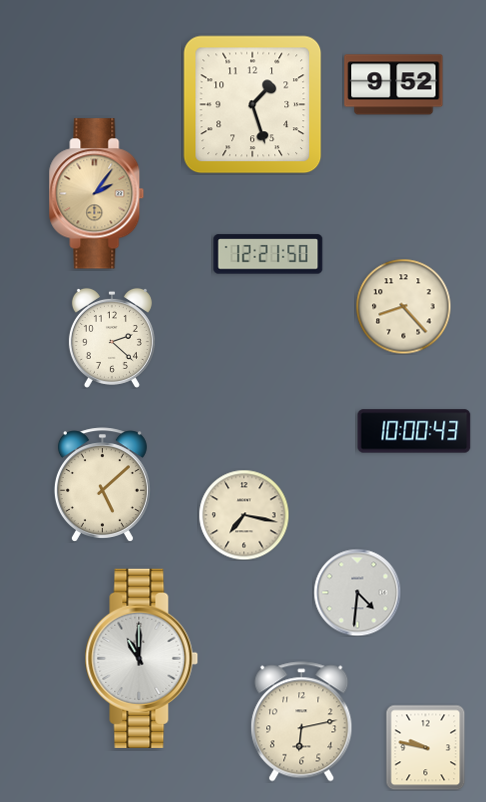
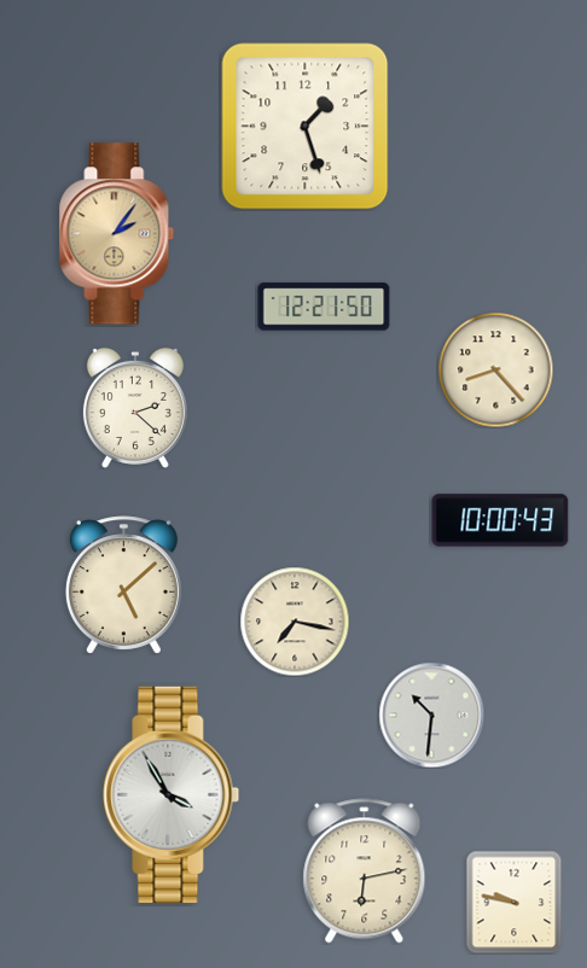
clock at (394, 85): 9:52 -> none
clock at (403, 306) position: (403, 306) -> (495, 369)
clock at (357, 592): 4:31 -> 10:31
clock at (142, 658): 11:00 -> 3:55
